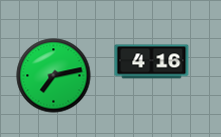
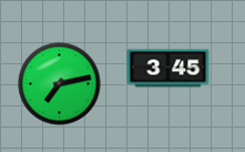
clock at (152, 62): 4:16 -> 3:45
